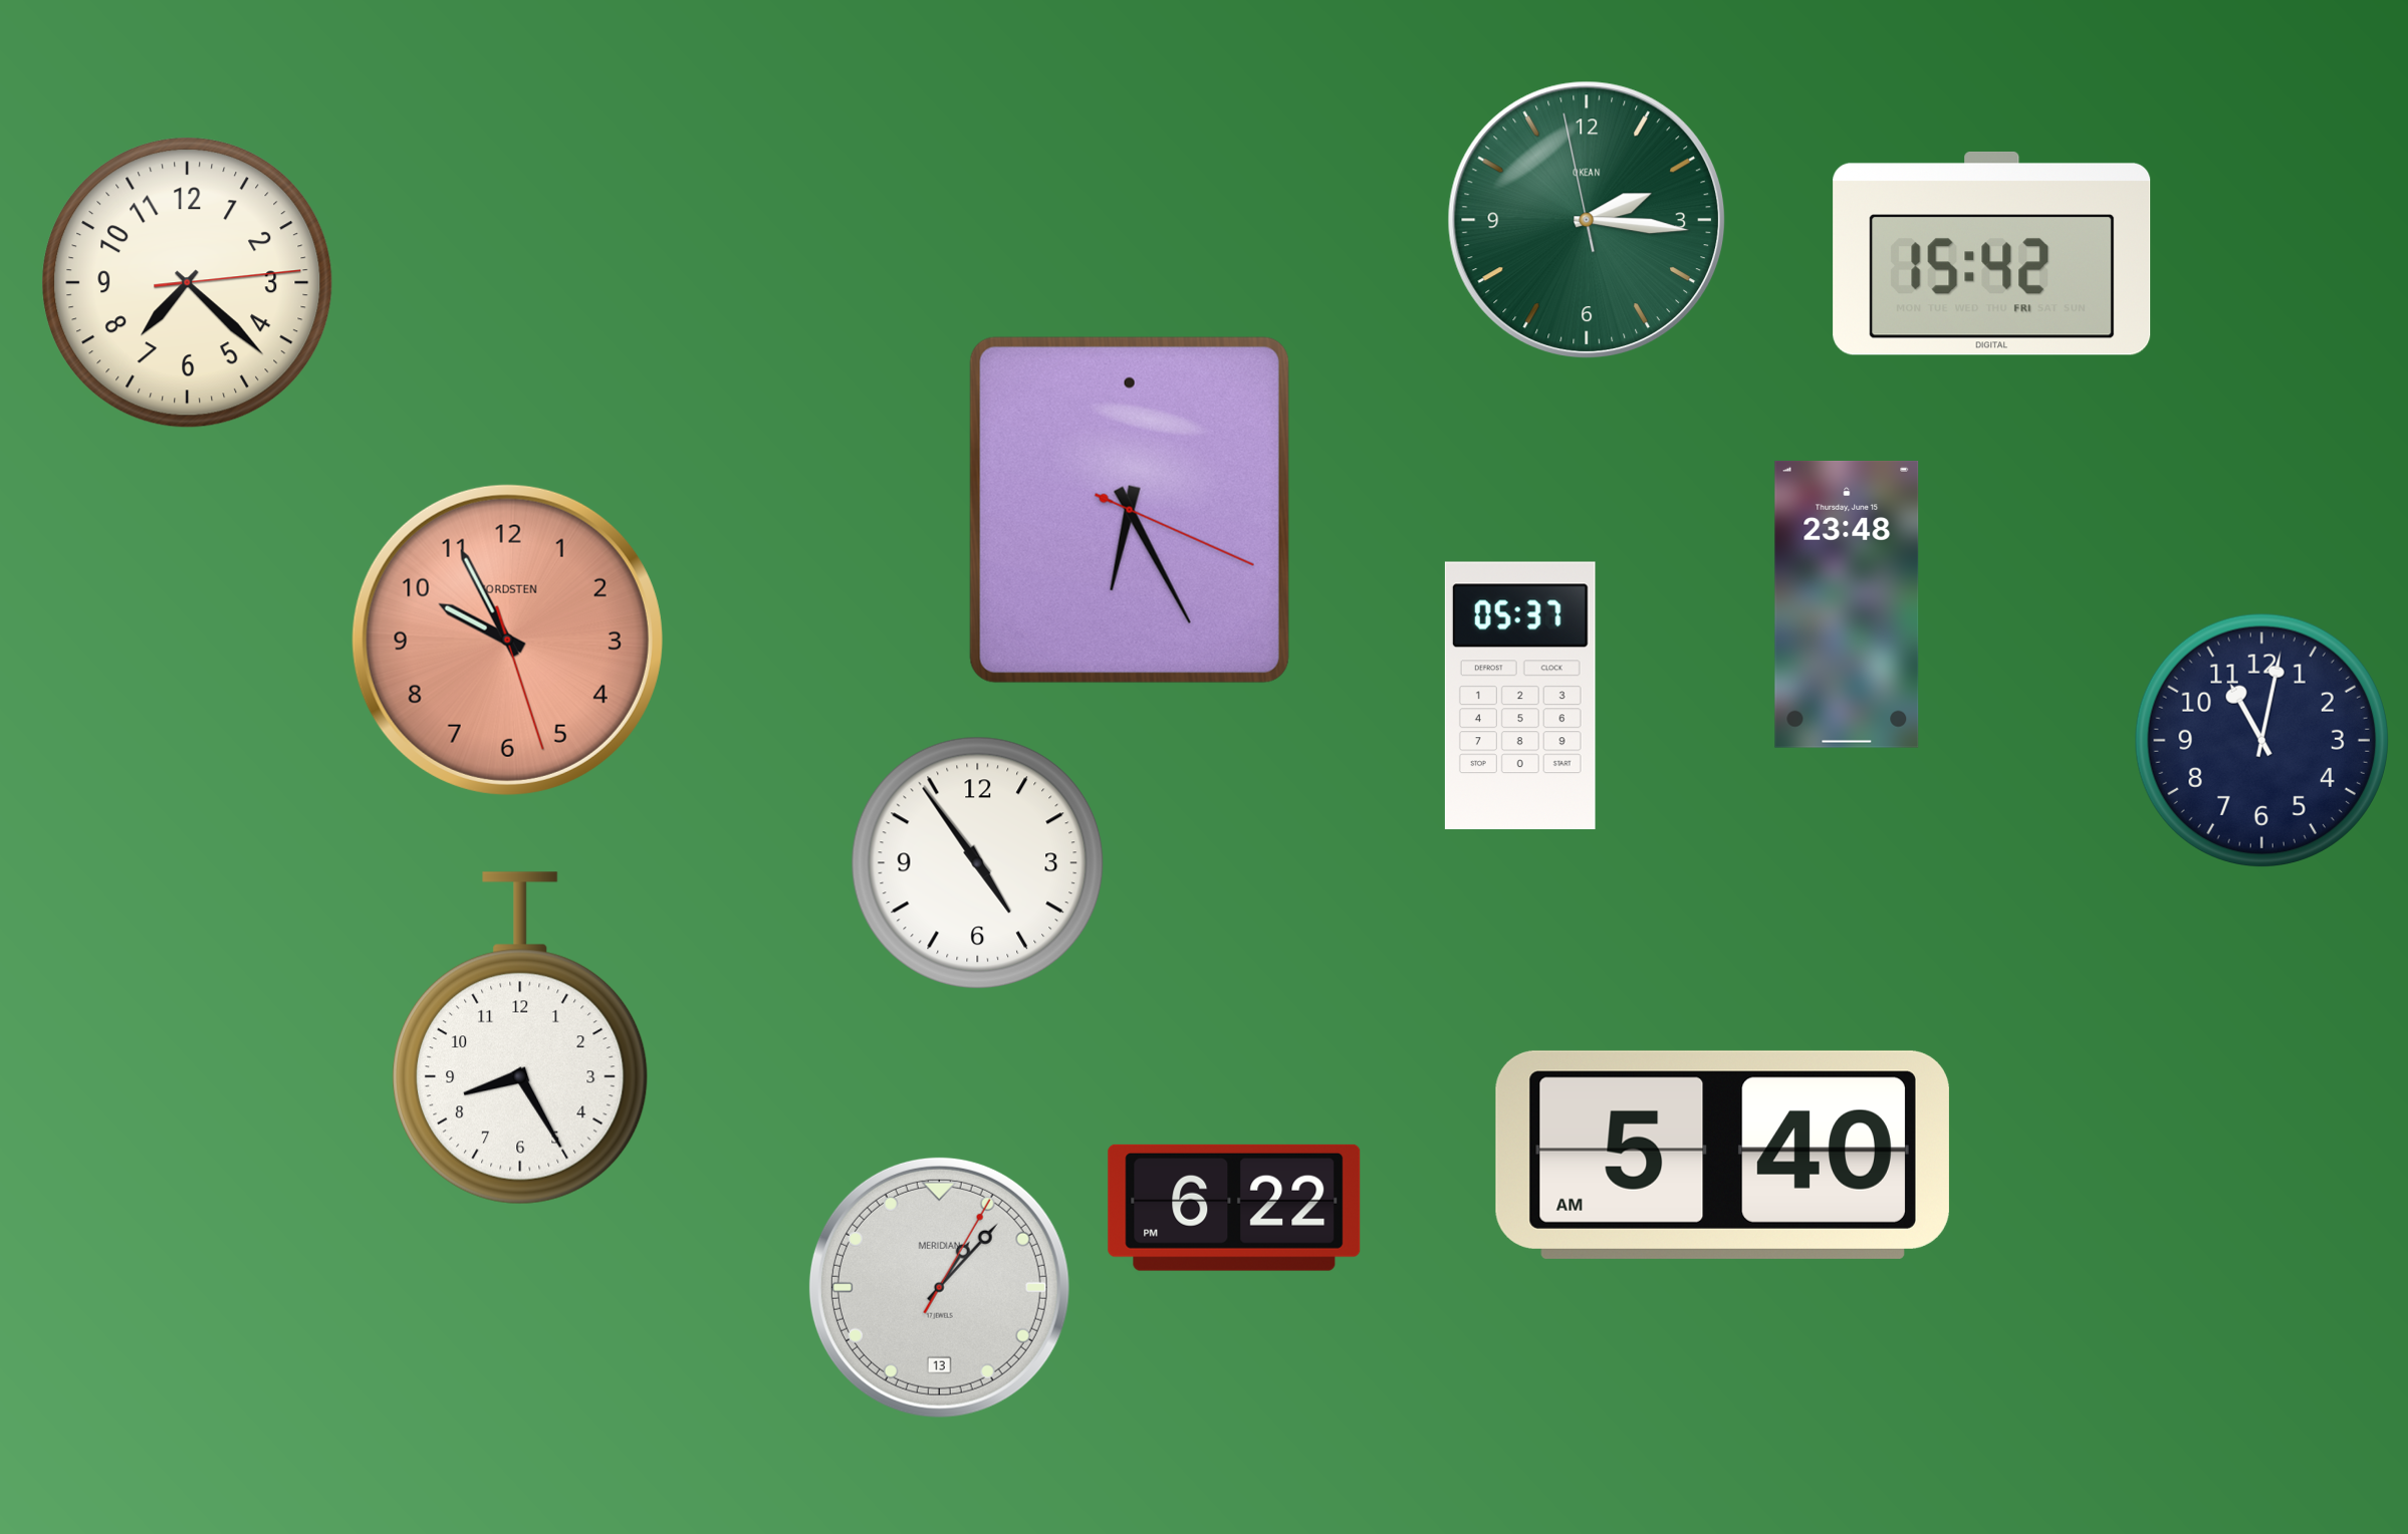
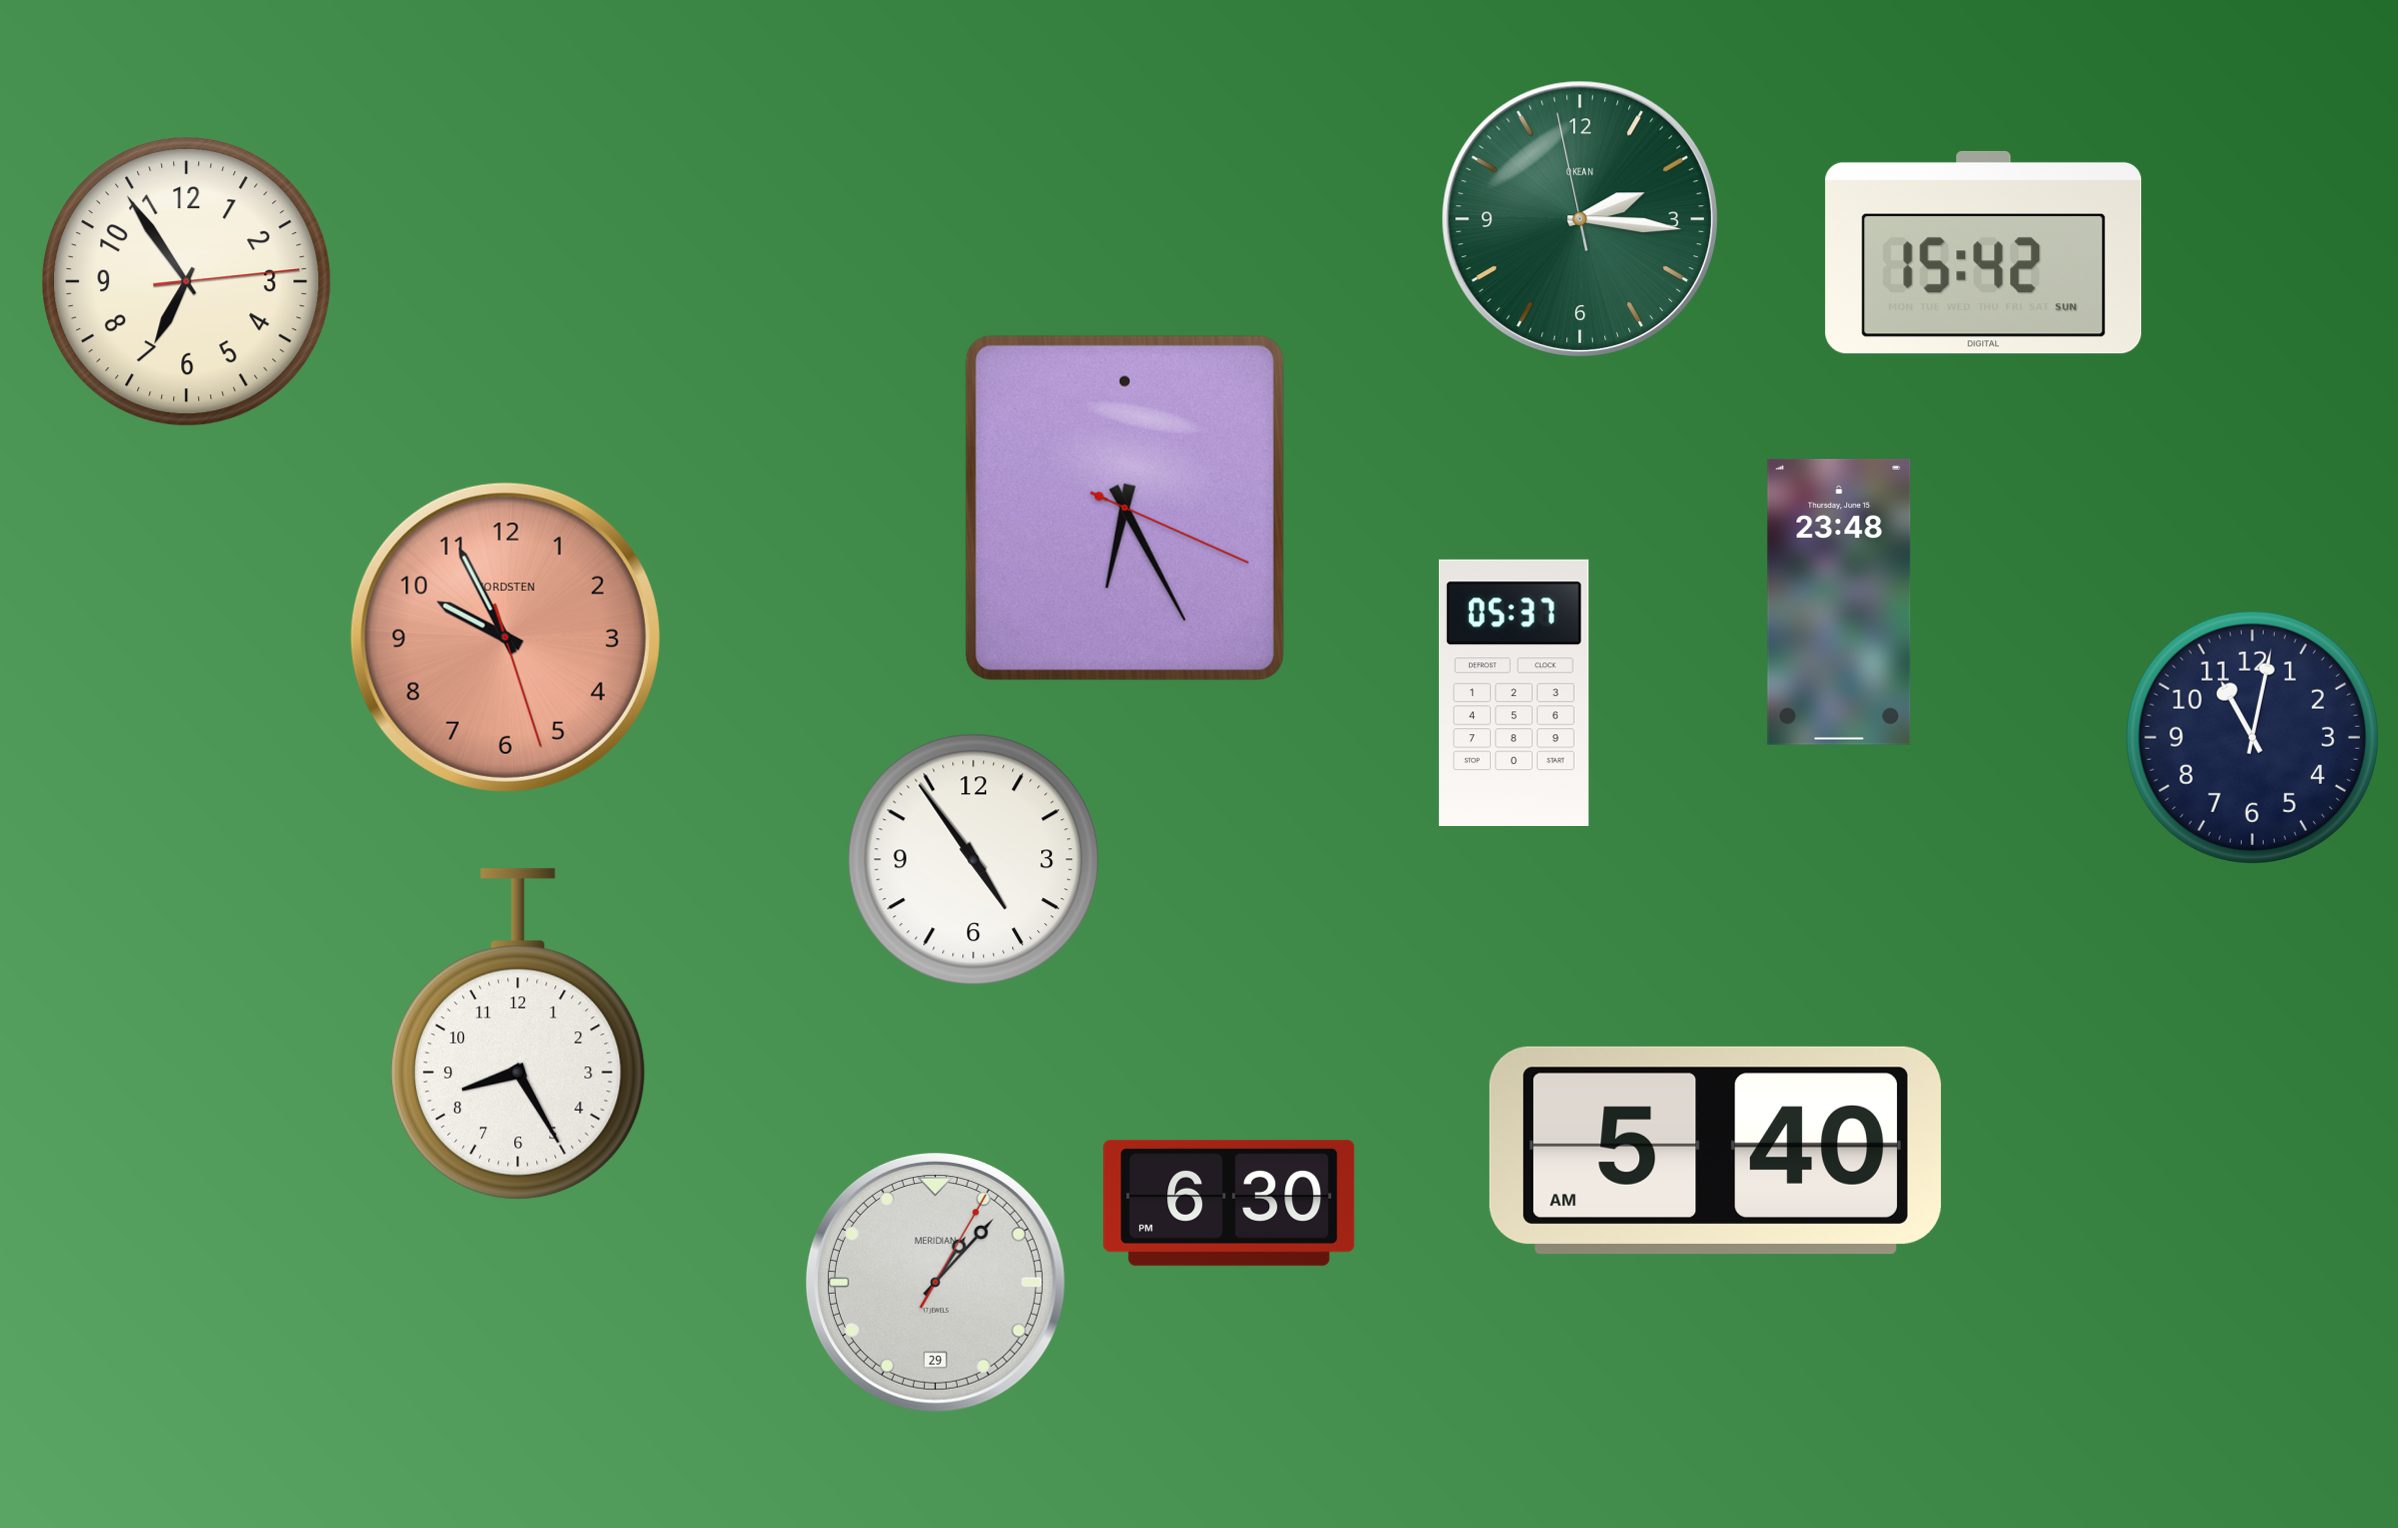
clock at (1992, 253) date: FRI -> SUN
clock at (188, 283): 7:22 -> 6:54
clock at (1234, 1208): 6:22 -> 6:30
clock at (939, 1287) date: 13 -> 29
